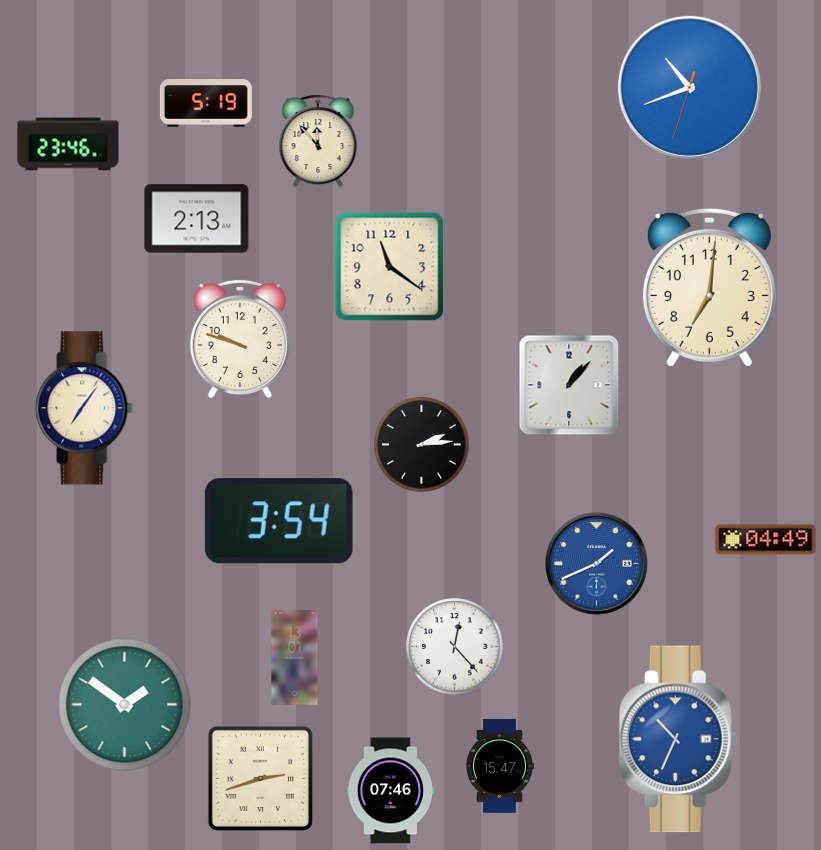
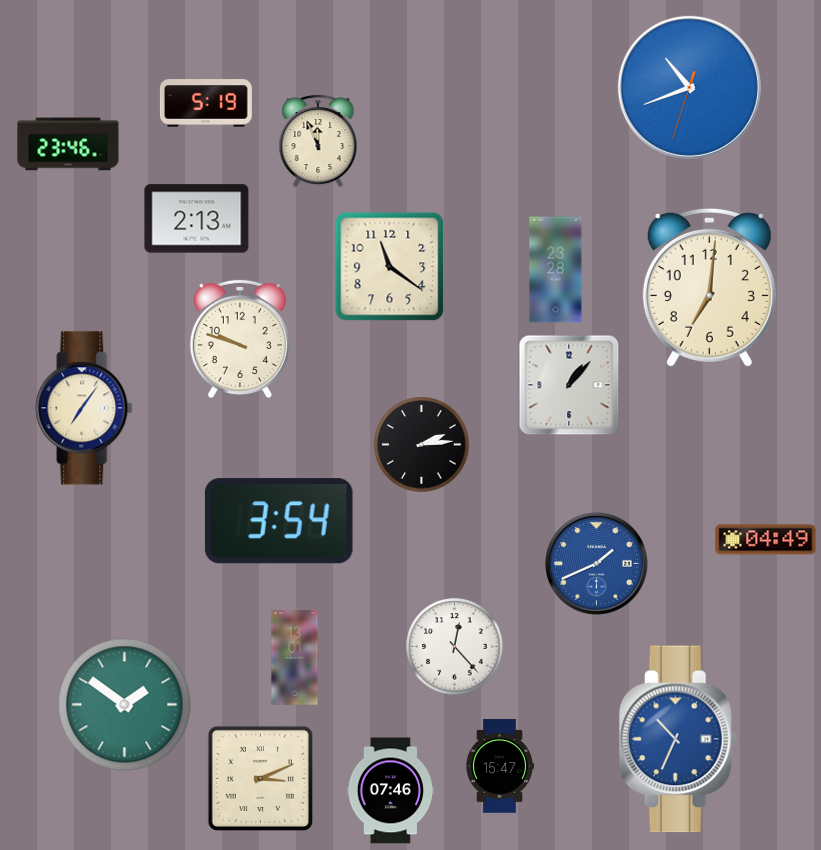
clock at (318, 141): 11:53 -> 11:56
clock at (556, 270): none -> 23:28
clock at (260, 778): 2:42 -> 3:11
